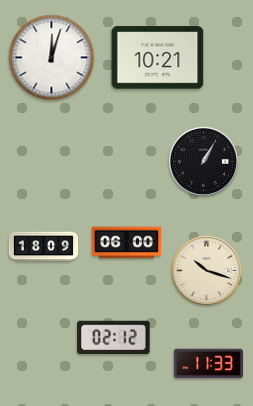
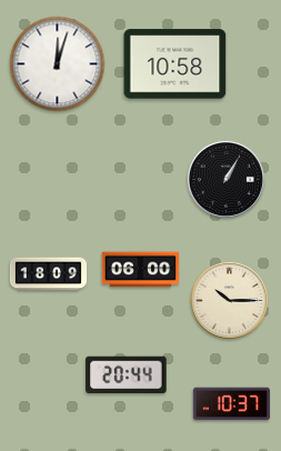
clock at (158, 58): 10:21 -> 10:58
clock at (206, 270): 10:18 -> 10:15
clock at (114, 337): 02:12 -> 20:44
clock at (208, 364): 11:33 -> 10:37
